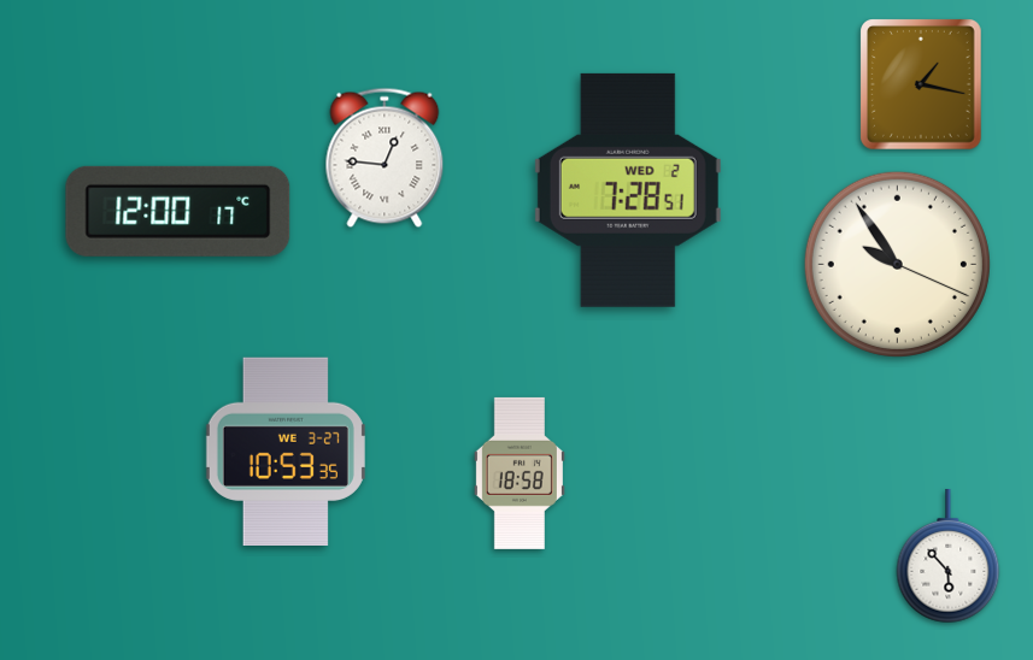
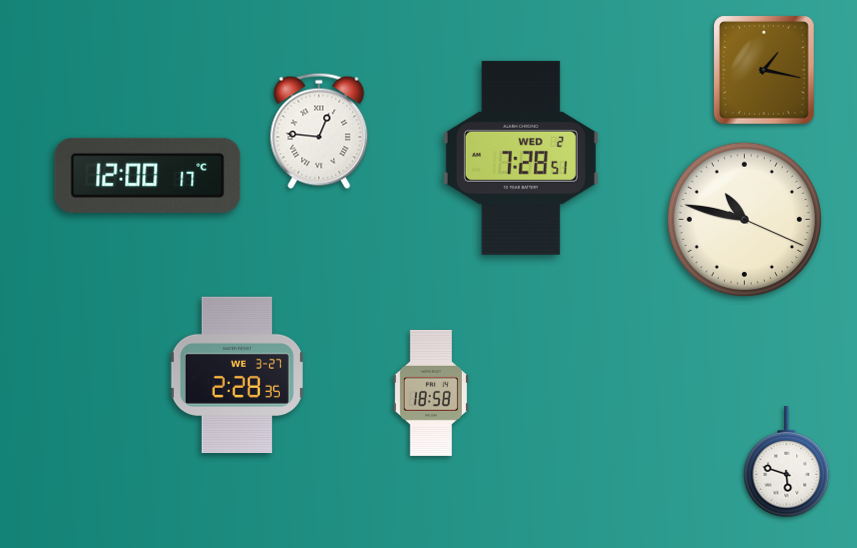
clock at (897, 264): 9:54 -> 10:47
clock at (286, 450): 10:53 -> 2:28
clock at (949, 558): 5:53 -> 5:48
